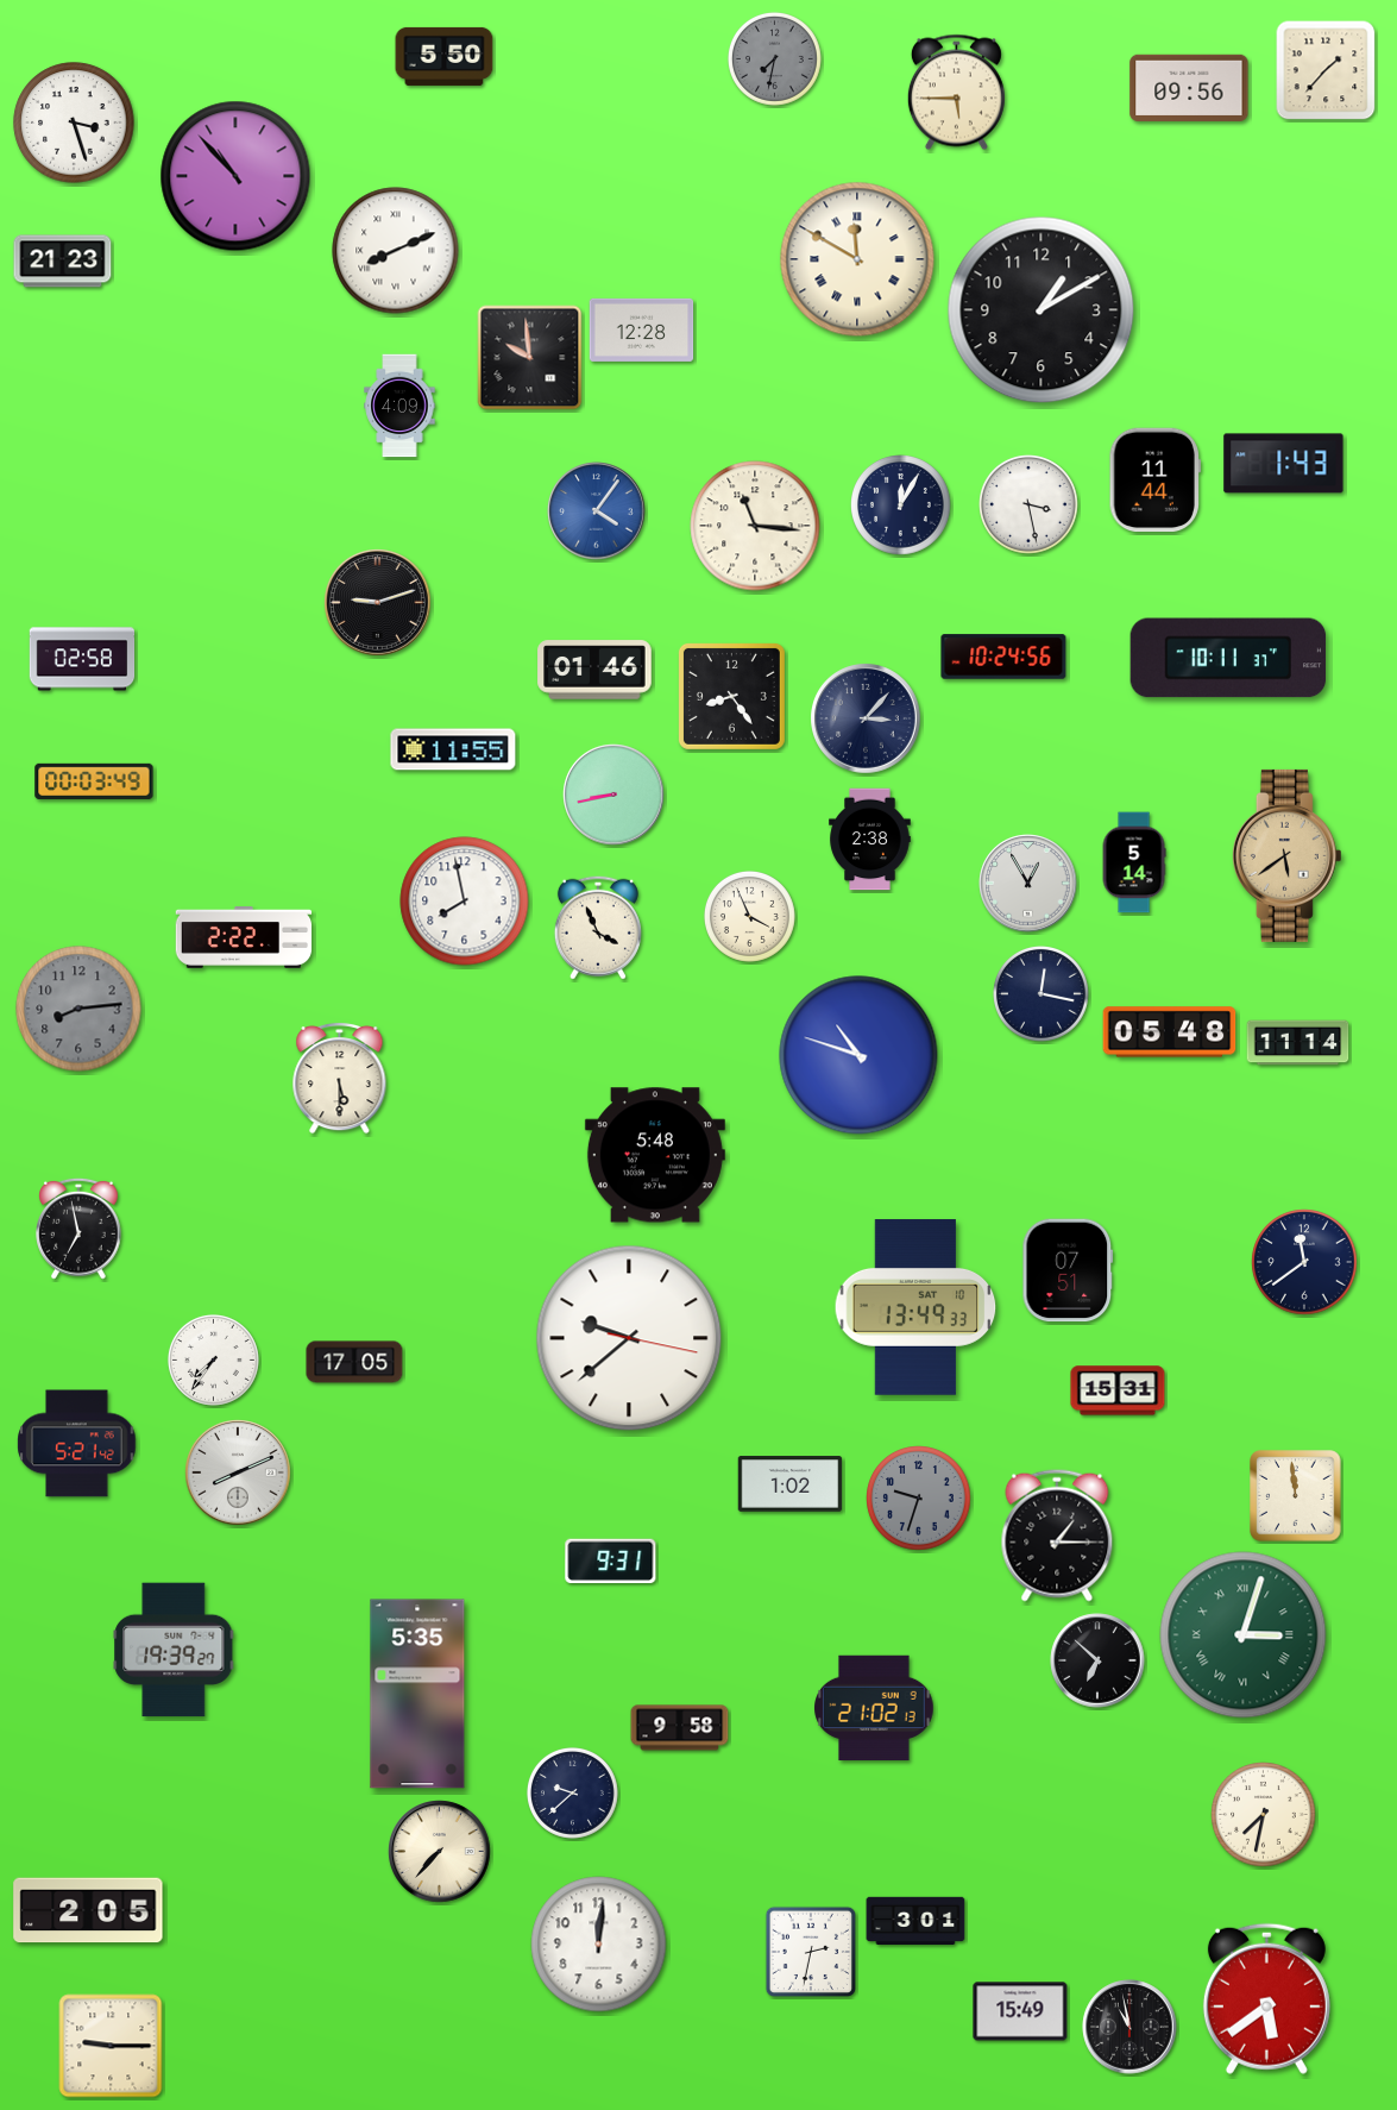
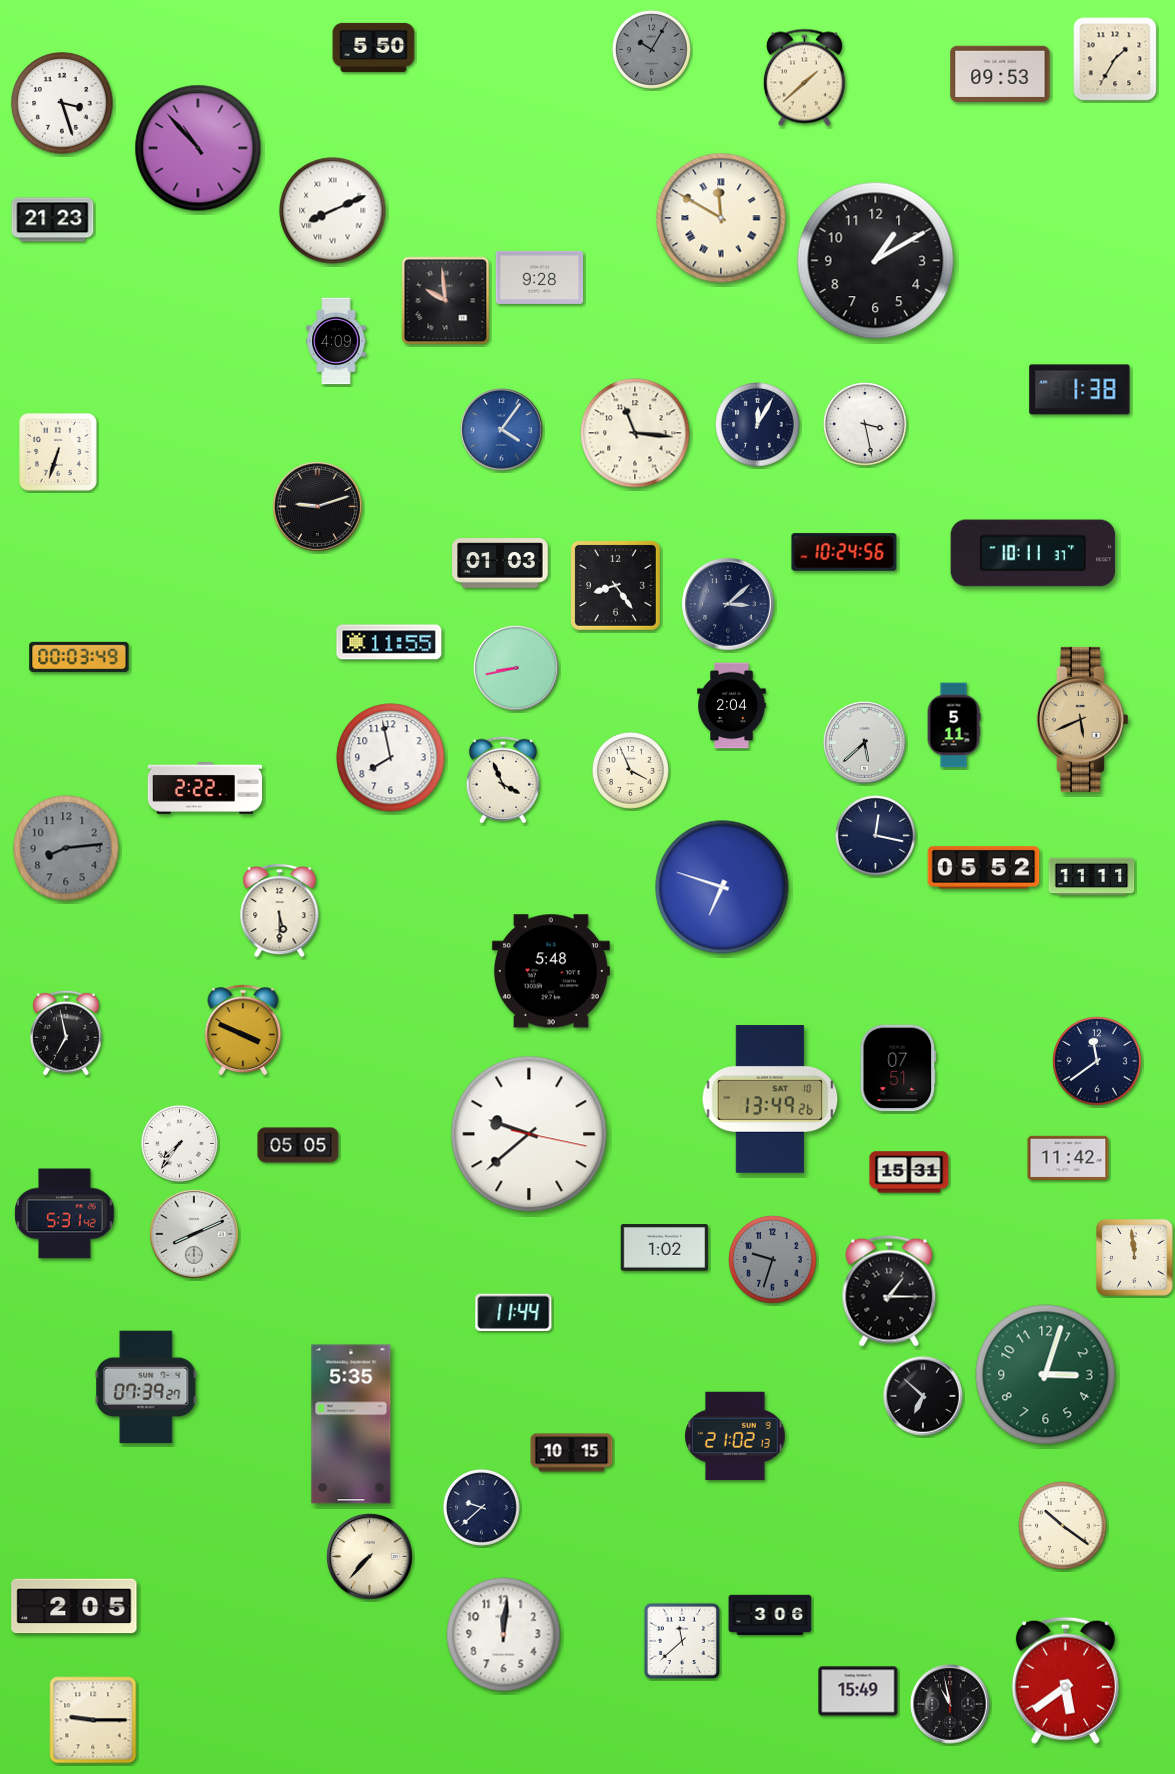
clock at (774, 58): 7:32 -> 10:05
clock at (1326, 70): 1:37 -> 1:35
clock at (1189, 87): 09:56 -> 09:53
clock at (956, 93): 5:45 -> 1:38
clock at (642, 329): 12:28 -> 9:28
clock at (1284, 464): 1:43 -> 1:38
clock at (1154, 481): 11:44 -> none
clock at (755, 526) position: (755, 526) -> (635, 433)
clock at (59, 453): none -> 6:33
clock at (82, 659): 02:58 -> none
clock at (594, 670): 01:46 -> 01:03
clock at (866, 718): 3:07 -> 3:08
clock at (453, 749) position: (453, 749) -> (389, 642)
clock at (870, 840): 2:38 -> 2:04
clock at (1286, 855): 5:39 -> 5:41
clock at (1134, 862): 5:14 -> 5:11
clock at (1028, 884): 12:55 -> 5:38
clock at (1170, 1032): 05:48 -> 05:52
clock at (1298, 1043): 11:14 -> 11:11
clock at (858, 1055): 10:48 -> 6:48
clock at (340, 1078) position: (340, 1078) -> (280, 910)
clock at (243, 1030): none -> 3:49
clock at (915, 1307): 13:49:33 -> 13:49:26
clock at (629, 1338) position: (629, 1338) -> (529, 1134)
clock at (354, 1362): 17:05 -> 05:05
clock at (1068, 1157): none -> 11:42
clock at (1118, 1390) position: (1118, 1390) -> (909, 1172)
clock at (77, 1444): 5:21 -> 5:31
clock at (238, 1472) position: (238, 1472) -> (194, 1234)
clock at (1296, 1496) position: (1296, 1496) -> (1135, 1258)
clock at (611, 1562): 9:31 -> 11:44
clock at (1244, 1635) numerals: Roman -> Arabic
clock at (174, 1650): 19:39 -> 07:39
clock at (680, 1728): 9:58 -> 10:15
clock at (1264, 1815): 7:32 -> 10:21
clock at (915, 1920): 3:01 -> 3:06
clock at (811, 1952): 2:32 -> 11:38
